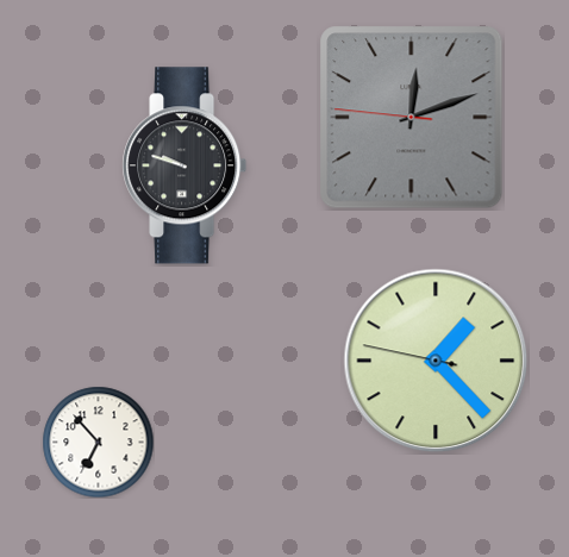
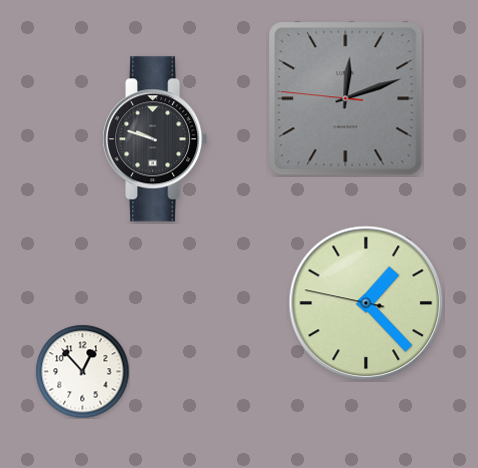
clock at (98, 442): 6:53 -> 12:53
